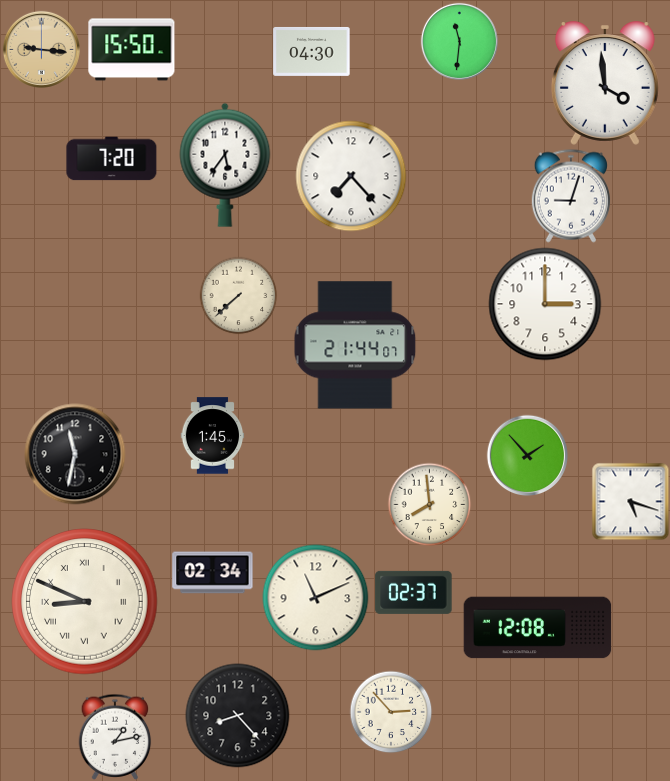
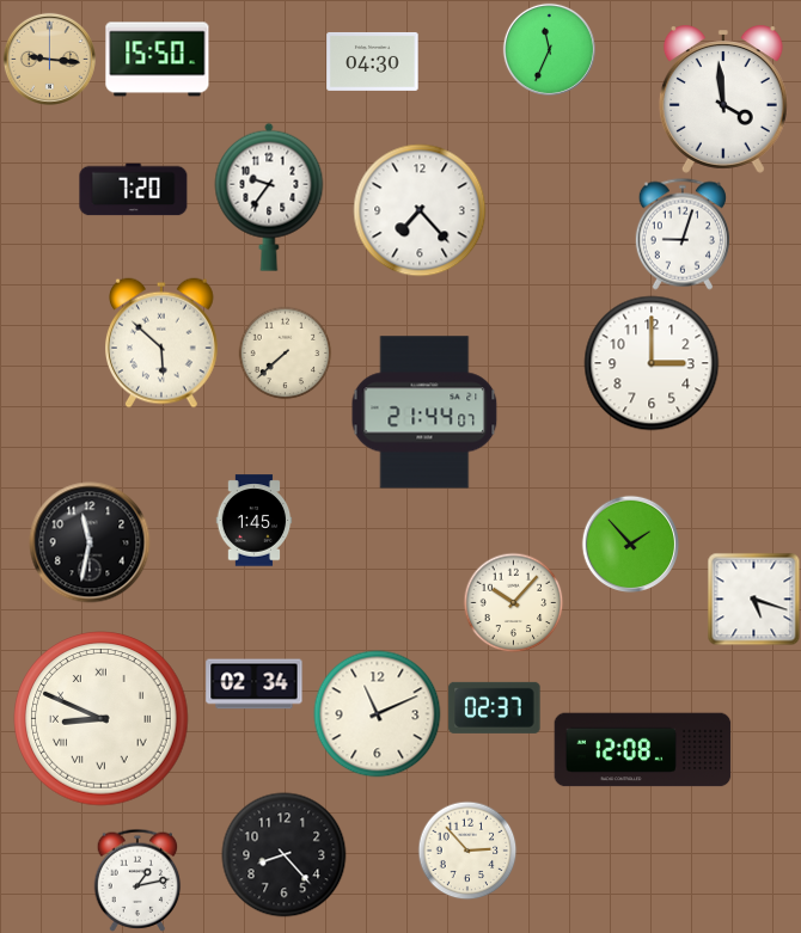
clock at (459, 41): 11:31 -> 11:34
clock at (225, 165): 5:36 -> 9:36
clock at (163, 343): none -> 5:52
clock at (429, 504): 7:59 -> 10:07
